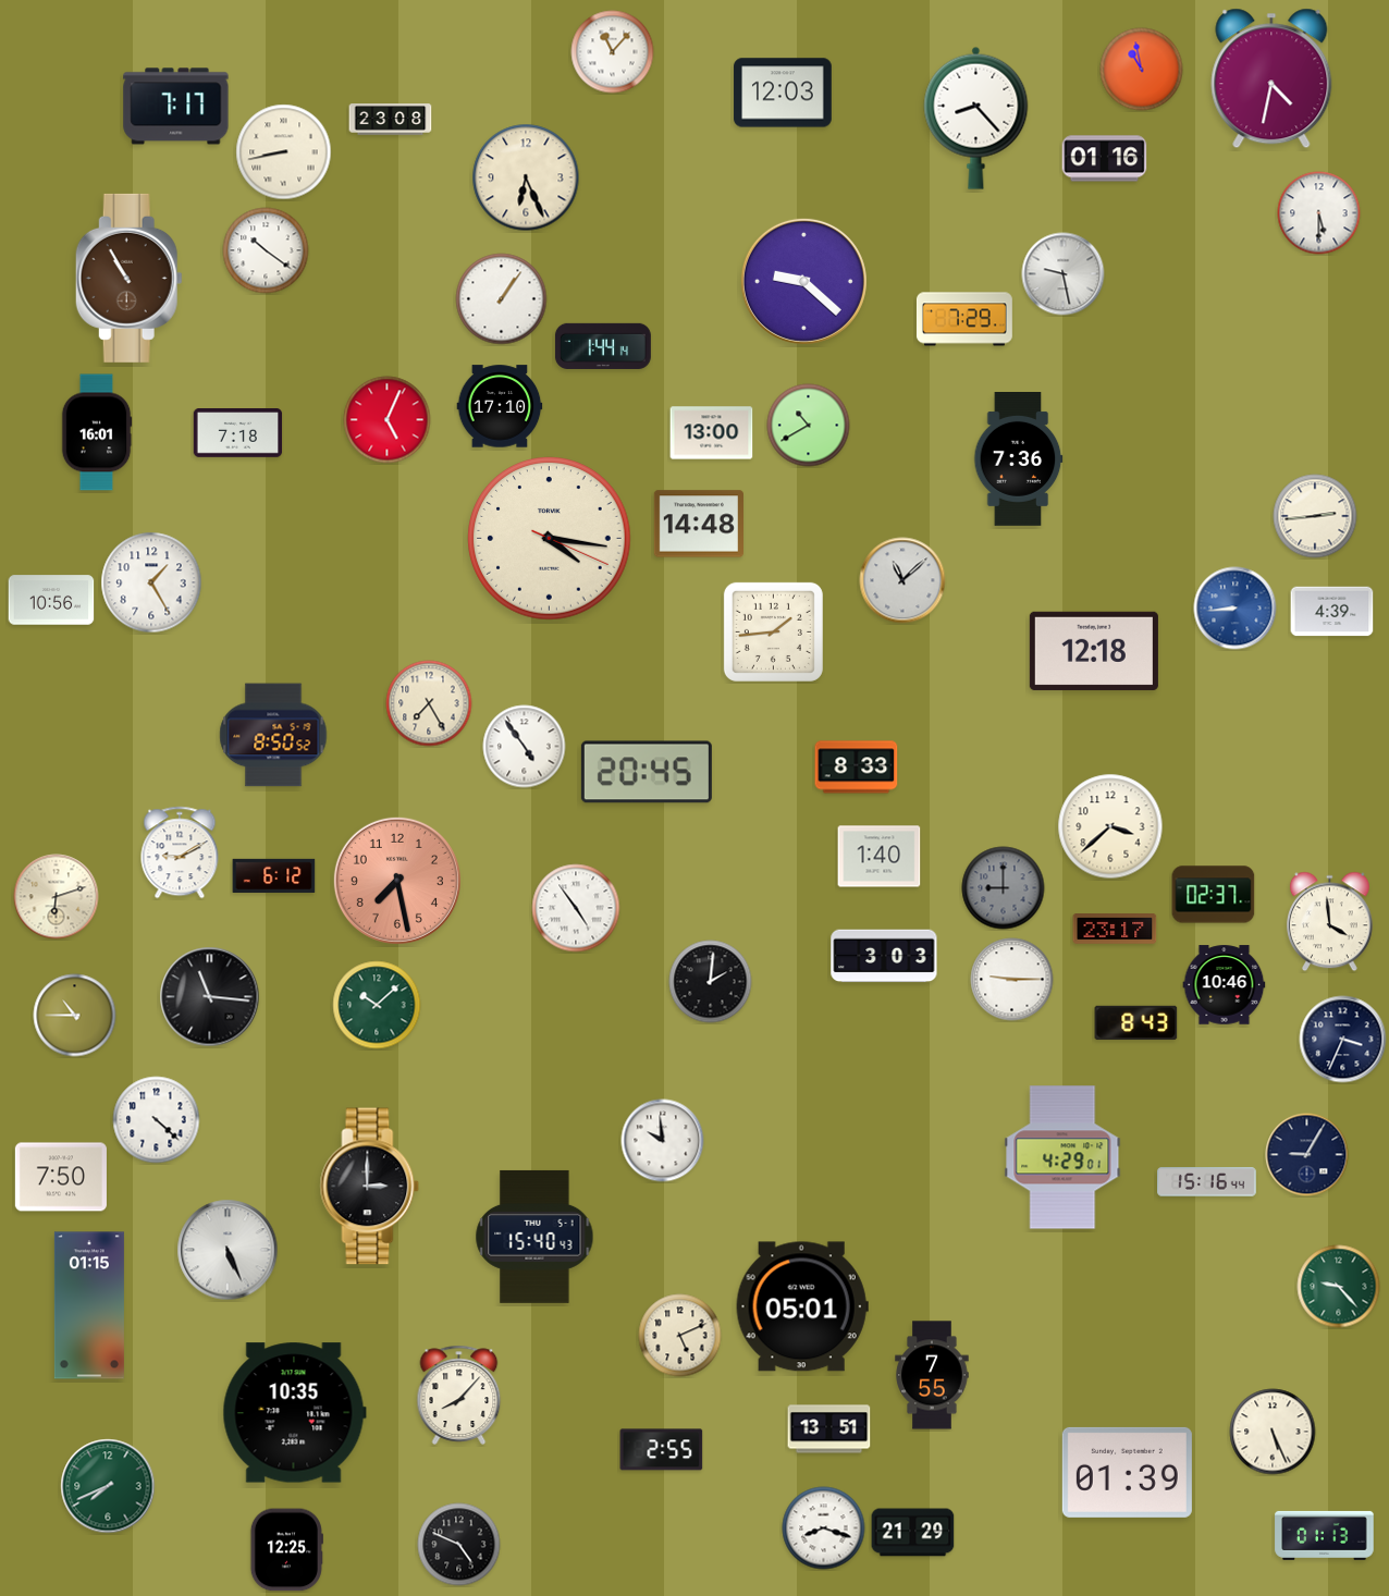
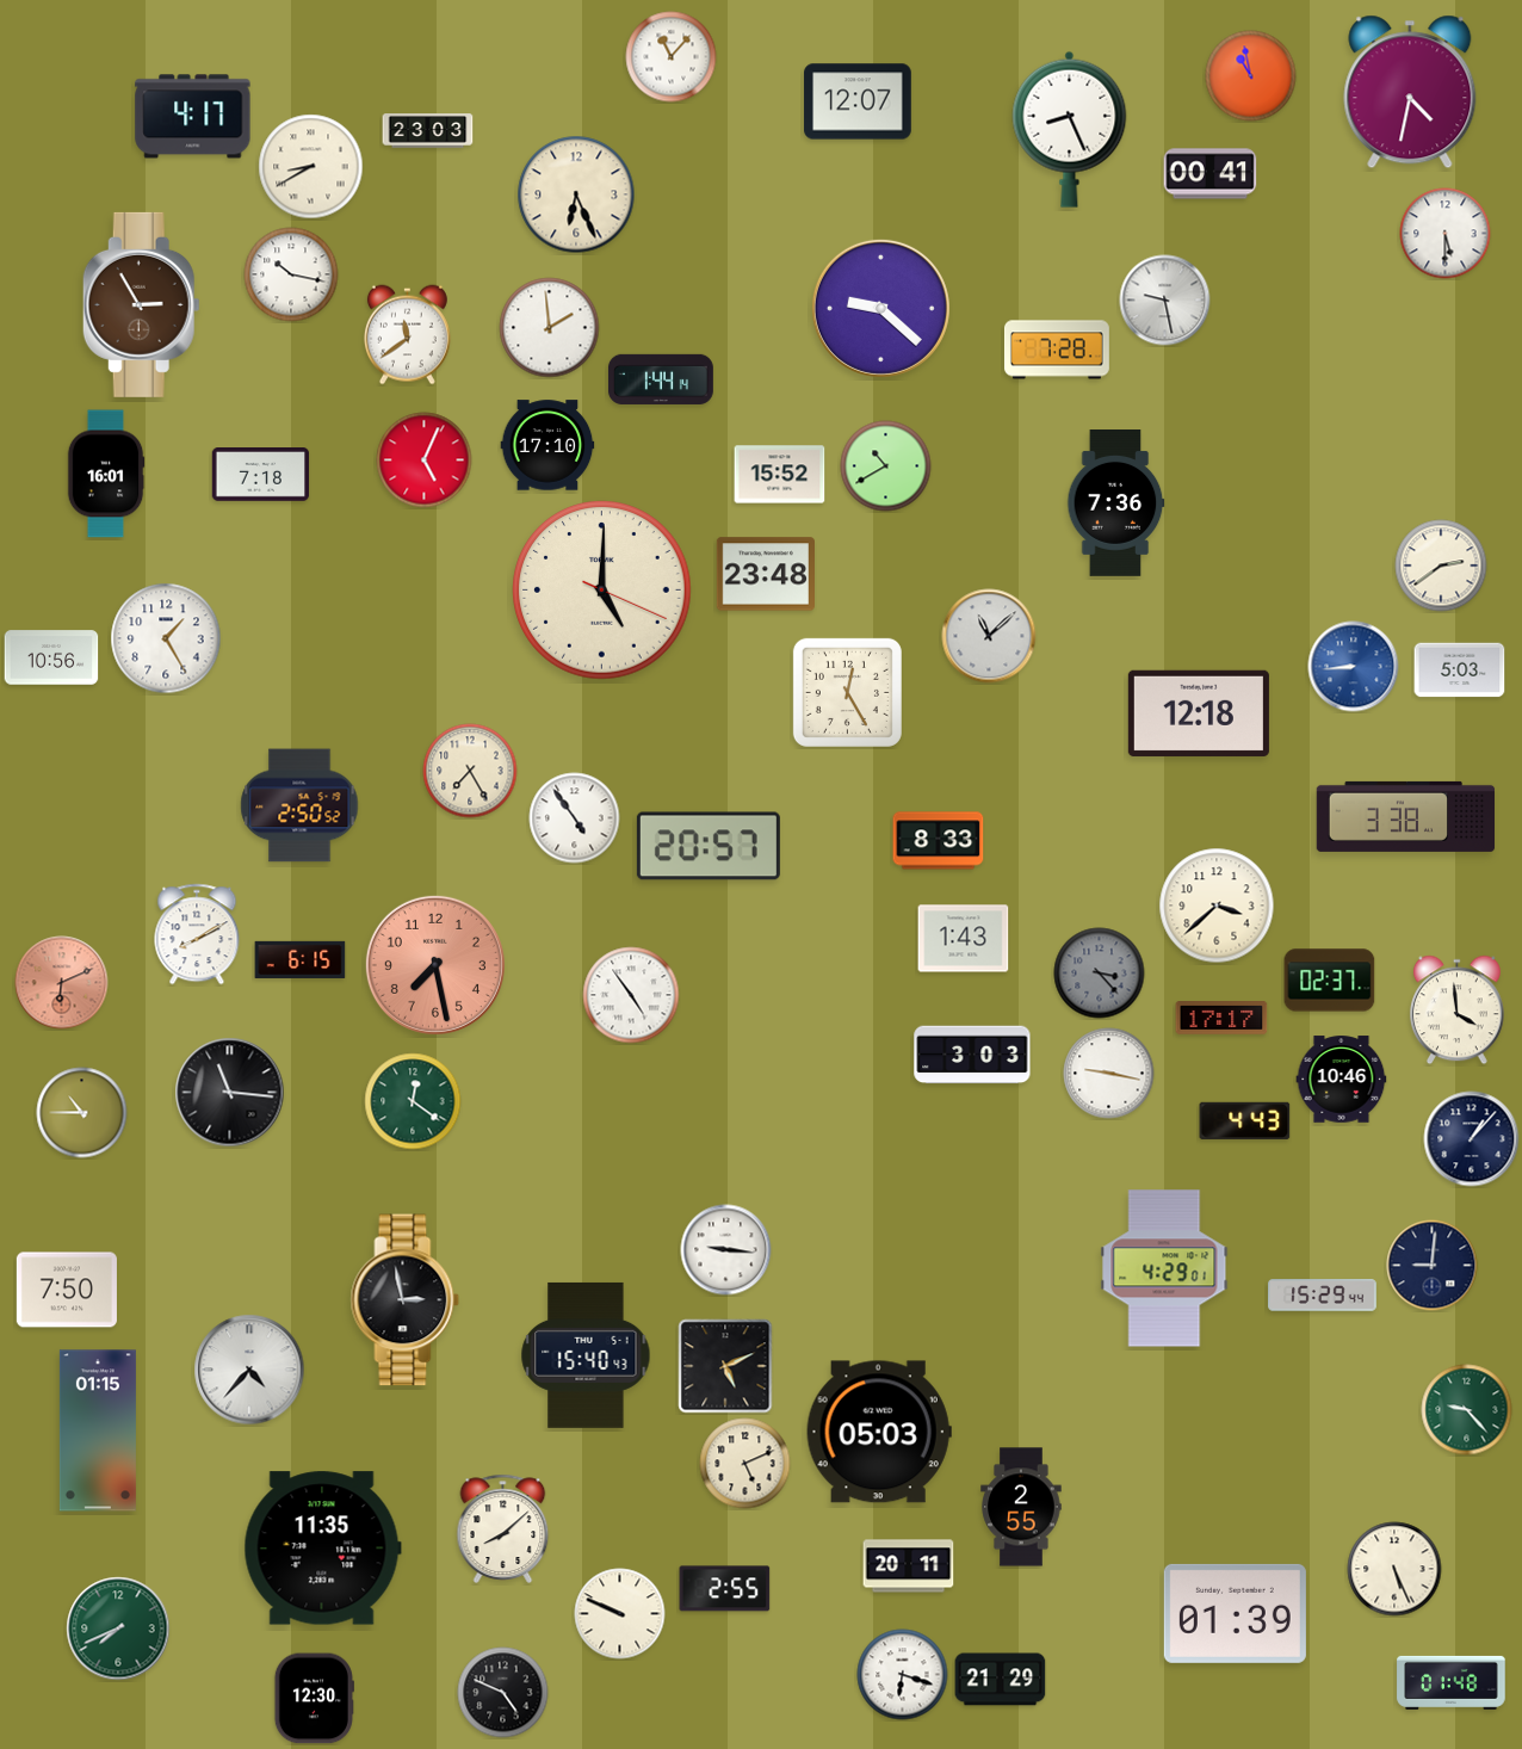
clock at (1271, 78) position: (1271, 78) -> (1410, 92)
clock at (783, 93): 12:03 -> 12:07
clock at (176, 107): 7:17 -> 4:17
clock at (976, 118): 8:23 -> 8:26
clock at (391, 120): 23:08 -> 23:03
clock at (284, 152): 8:43 -> 8:40
clock at (1105, 159): 01:16 -> 00:41
clock at (266, 250): 10:21 -> 10:17
clock at (128, 278): 10:55 -> 2:55
clock at (502, 299): 1:06 -> 1:59
clock at (407, 335): none -> 11:39
clock at (964, 319): 7:29 -> 7:28
clock at (712, 433): 13:00 -> 15:52
clock at (1315, 516): 2:44 -> 2:39
clock at (698, 524): 14:48 -> 23:48
clock at (550, 539): 4:16 -> 5:00
clock at (51, 600) position: (51, 600) -> (51, 657)
clock at (1332, 612): 4:39 -> 5:03
clock at (773, 631): 1:44 -> 12:25
clock at (273, 735): 8:50 -> 2:50
clock at (1406, 816): none -> 3:38
clock at (647, 772): 20:45 -> 20:57
clock at (180, 852): 9:10 -> 8:10
clock at (880, 857): 1:40 -> 1:43
clock at (274, 875): 6:12 -> 6:15
clock at (1004, 888): 9:00 -> 3:23
clock at (57, 897): 6:12 -> 6:11
clock at (57, 897) dial: cream -> salmon
clock at (1115, 930): 23:17 -> 17:17
clock at (884, 956) position: (884, 956) -> (972, 1055)
clock at (1012, 980): 9:15 -> 9:17
clock at (711, 982): 2:01 -> none
clock at (377, 1005): 10:08 -> 12:21
clock at (1136, 1022): 8:43 -> 4:43
clock at (1343, 1040): 3:34 -> 1:07
clock at (157, 1120): 4:22 -> none
clock at (663, 1141): 9:59 -> 9:16
clock at (1307, 1155): 9:05 -> 9:01
clock at (1207, 1182): 15:16 -> 15:29
clock at (370, 1187): 3:00 -> 2:58
clock at (725, 1366): none -> 5:11
clock at (228, 1250): 5:26 -> 4:37
clock at (802, 1306): 05:01 -> 05:03
clock at (932, 1375): 7:55 -> 2:55
clock at (459, 1395): 8:07 -> 8:08
clock at (294, 1413): 10:35 -> 11:35
clock at (829, 1429): 13:51 -> 20:11
clock at (620, 1614): none -> 9:49
clock at (824, 1529): 8:18 -> 6:18
clock at (1325, 1535): 01:13 -> 01:48
clock at (286, 1550): 12:25 -> 12:30
